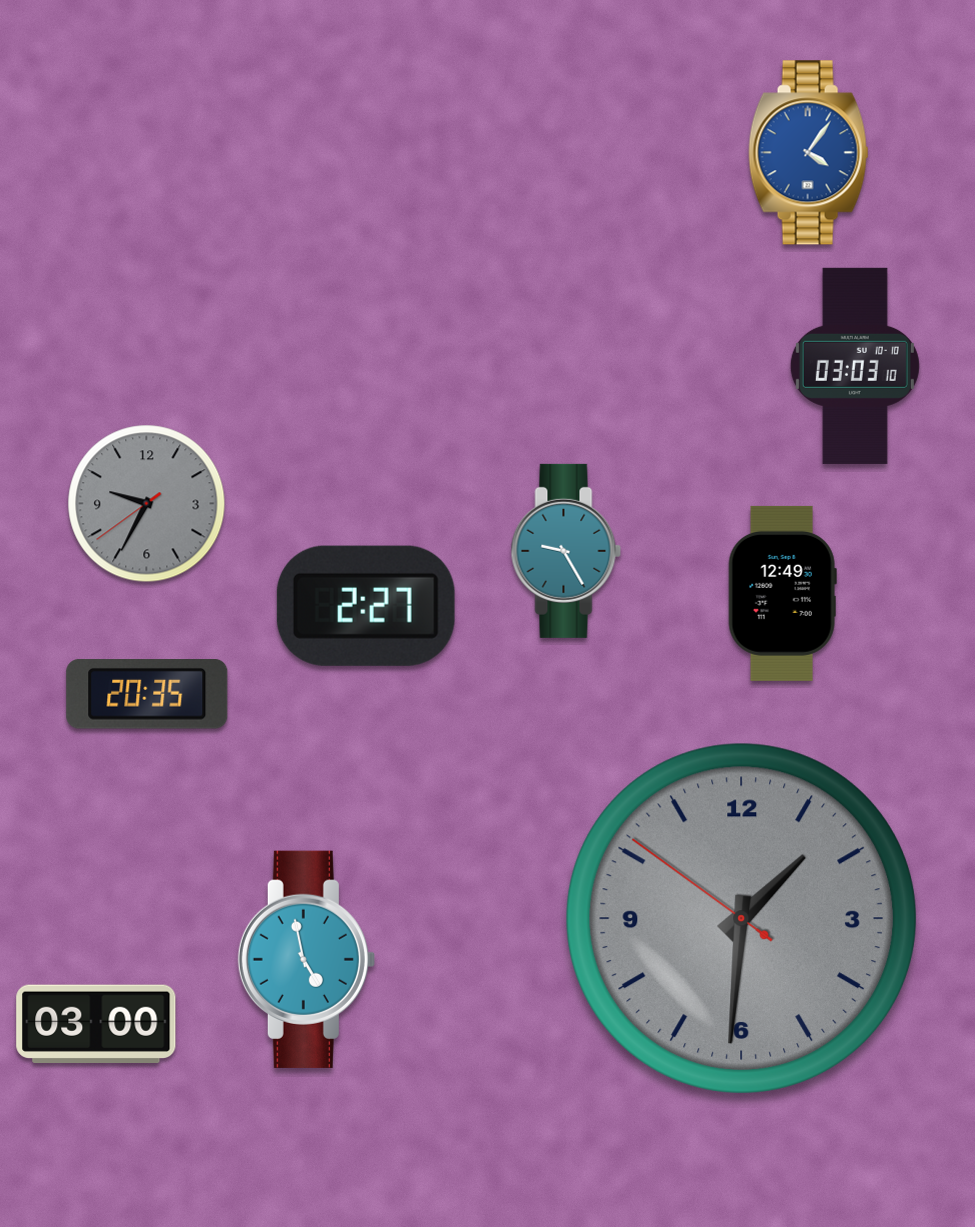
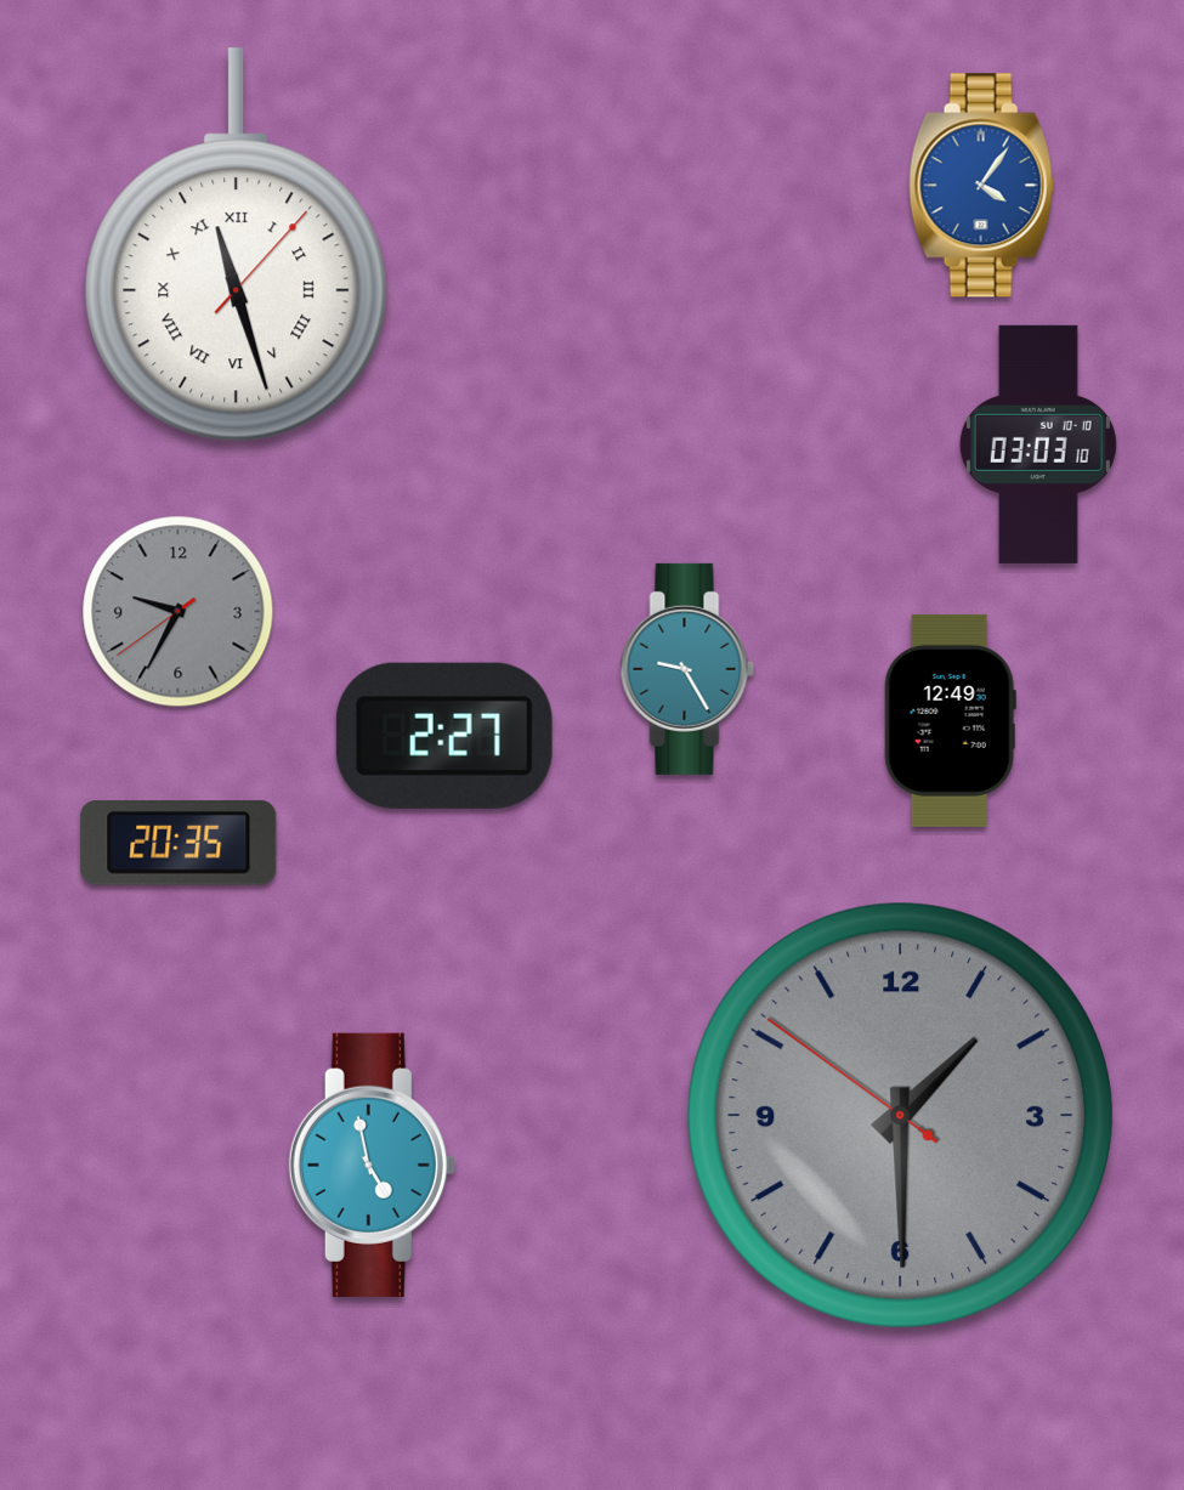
clock at (237, 245): none -> 11:27
clock at (741, 918): 1:30 -> 1:29
clock at (96, 1023): 03:00 -> none
